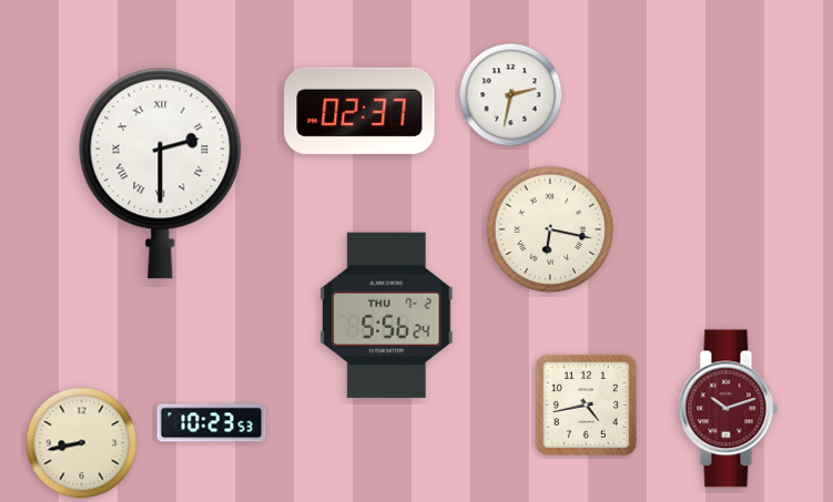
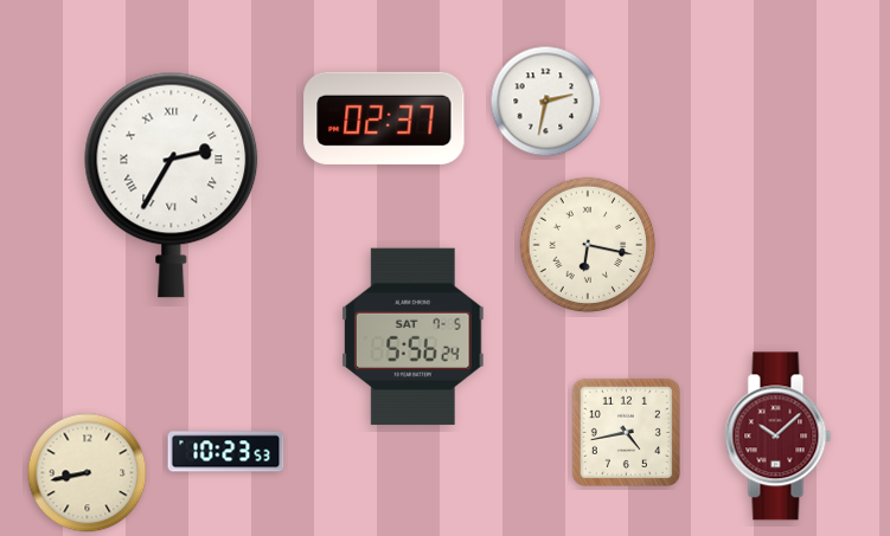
clock at (161, 173): 2:30 -> 2:35
clock at (387, 315) date: THU 7-2 -> SAT 7-5
clock at (729, 409): 10:12 -> 10:08
